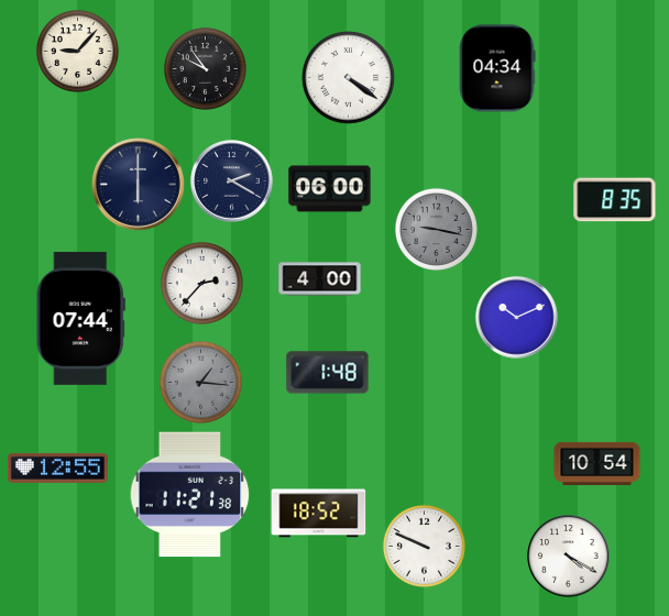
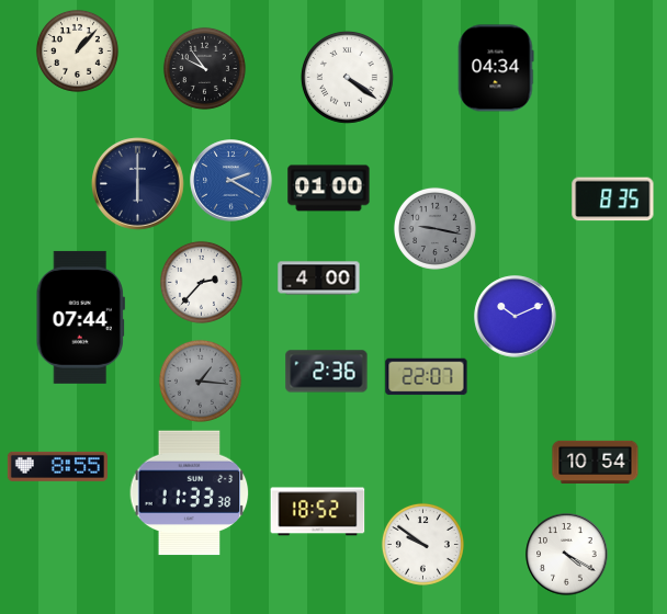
clock at (77, 51): 9:07 -> 1:07
clock at (232, 182) dial: navy -> blue
clock at (330, 189): 06:00 -> 01:00
clock at (328, 373): 1:48 -> 2:36
clock at (427, 377): none -> 22:07
clock at (57, 468): 12:55 -> 8:55
clock at (190, 495): 11:21 -> 11:33
clock at (424, 546): 9:49 -> 9:51
